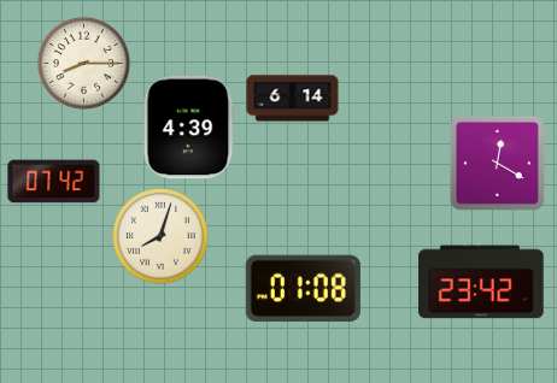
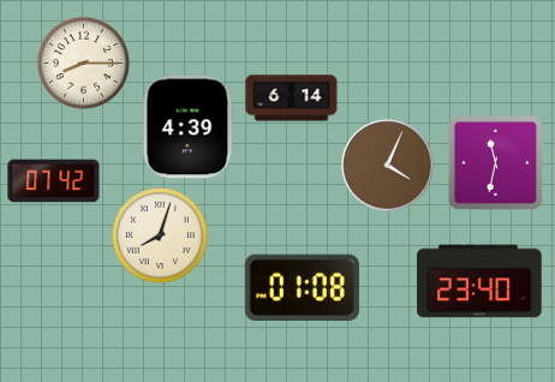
clock at (497, 163): 12:20 -> 11:32
clock at (388, 166): none -> 4:04
clock at (481, 282): 23:42 -> 23:40
